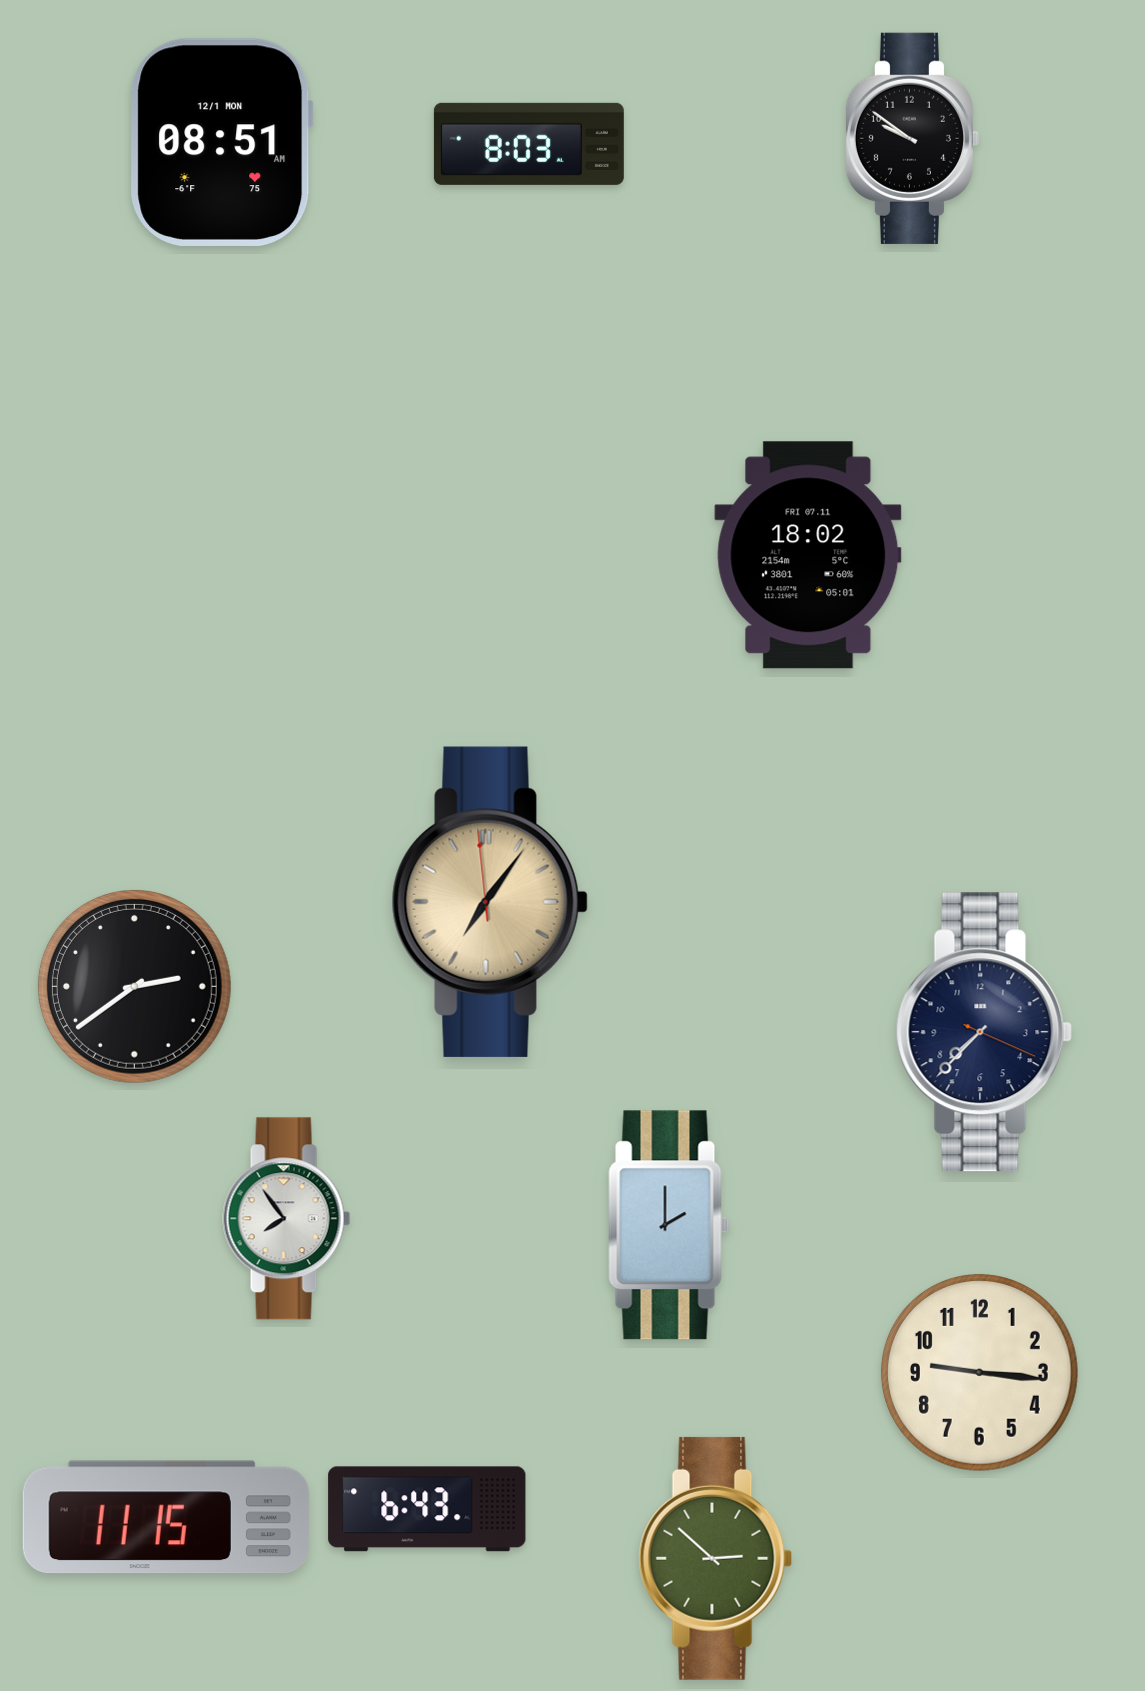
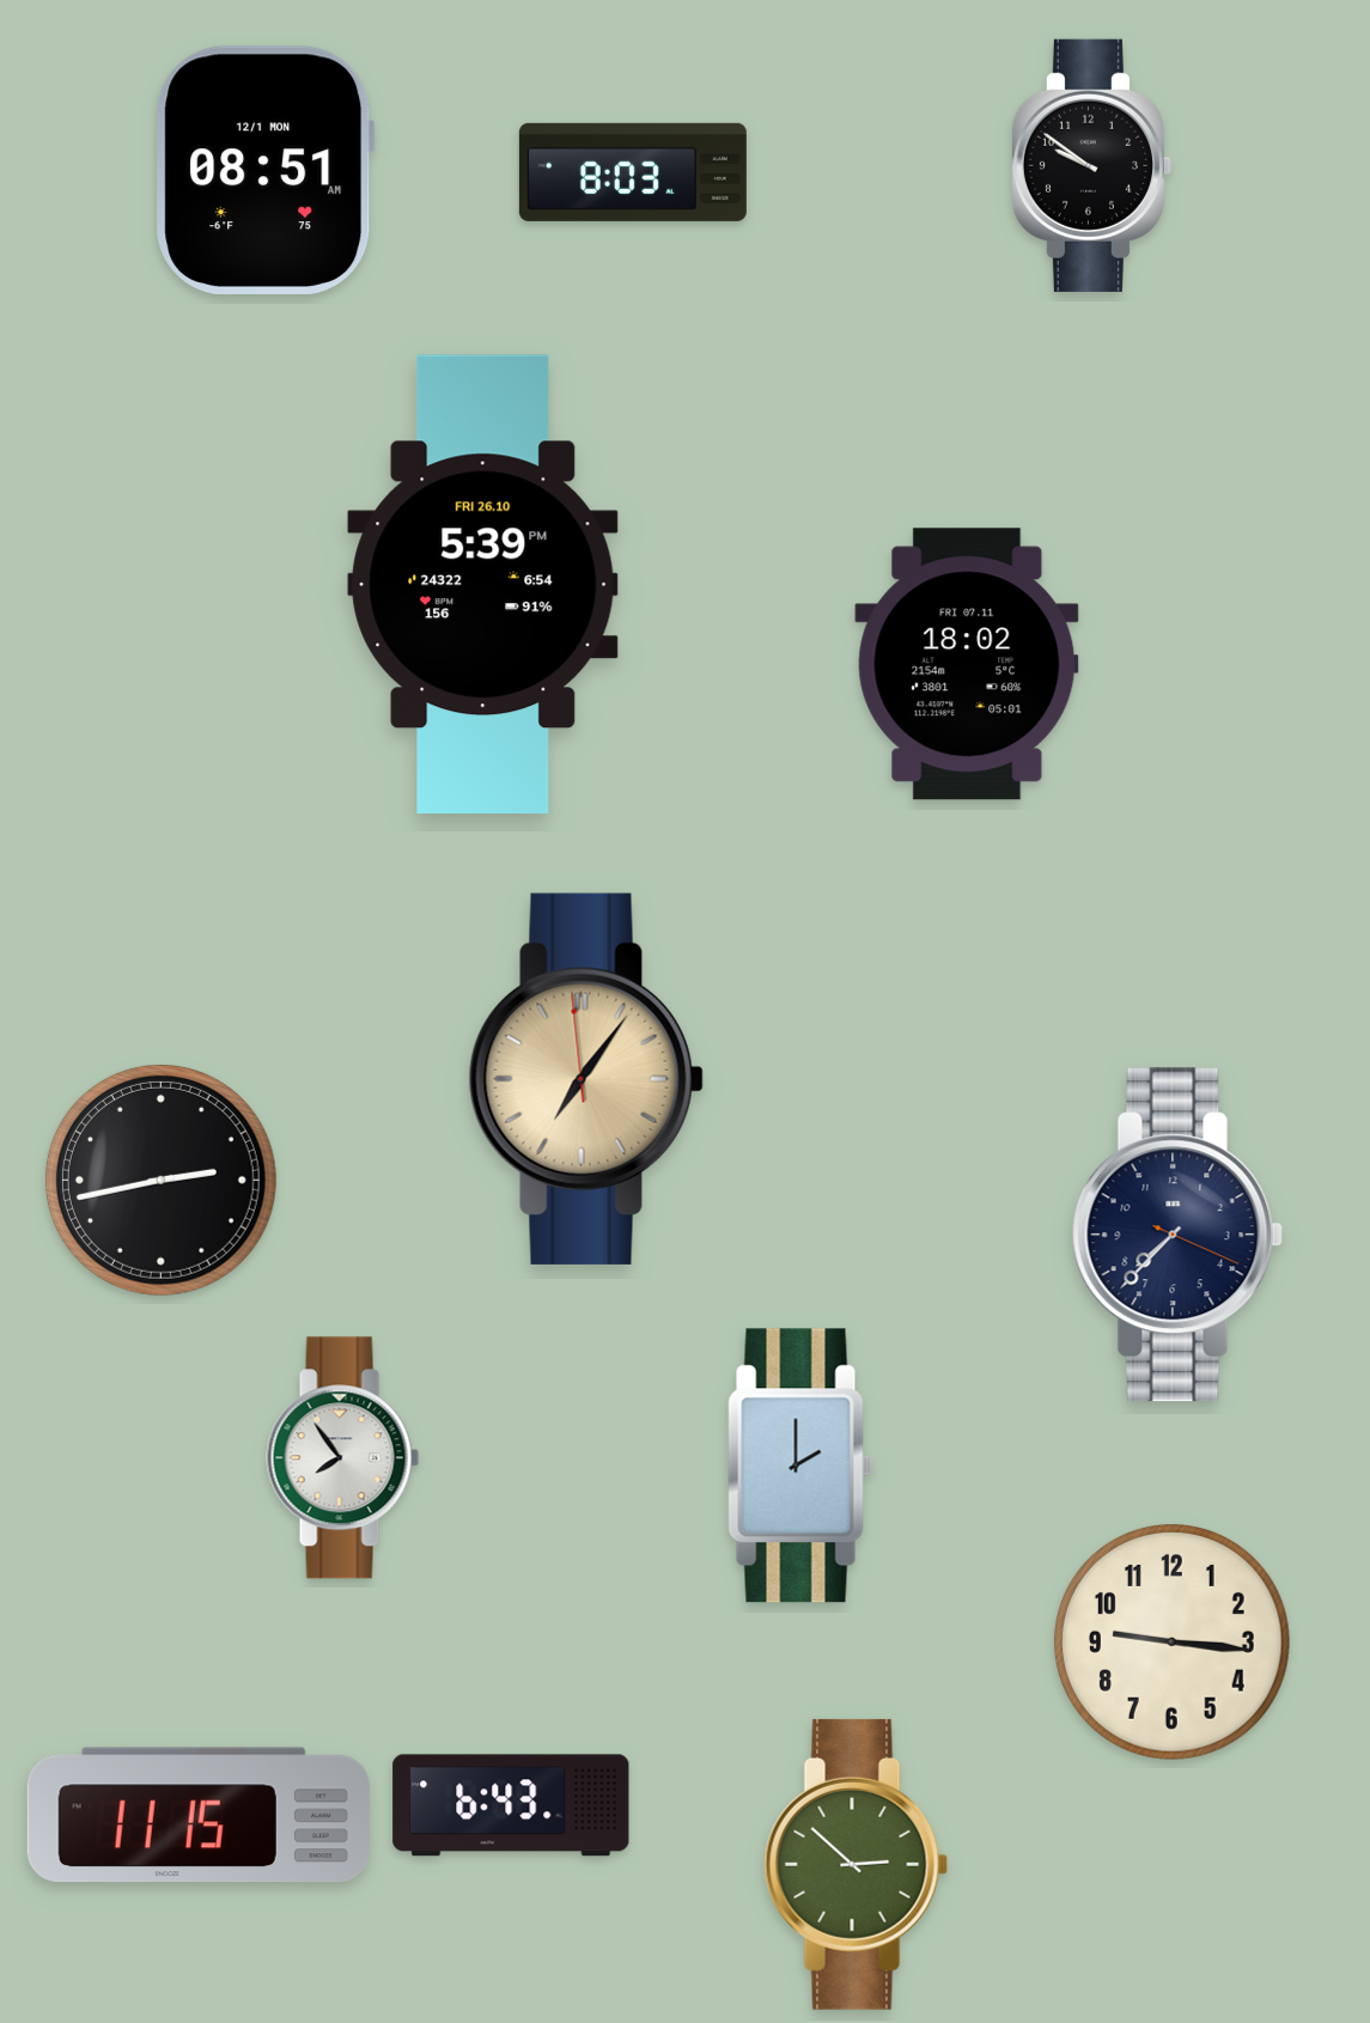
clock at (483, 584): none -> 5:39
clock at (134, 986): 2:39 -> 2:43
